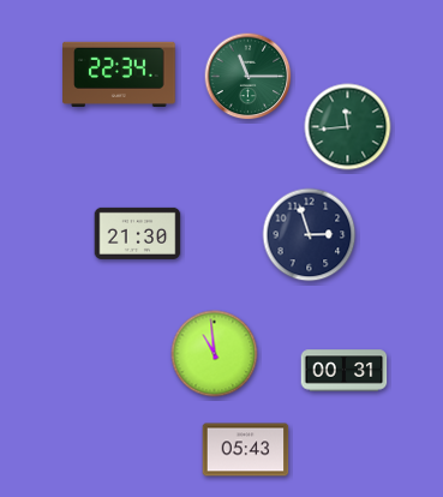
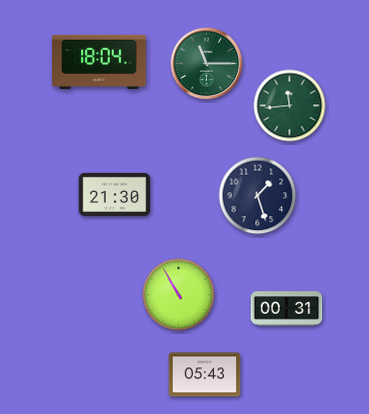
clock at (119, 74): 22:34 -> 18:04
clock at (310, 235): 2:57 -> 1:27
clock at (215, 354): 10:59 -> 10:55
